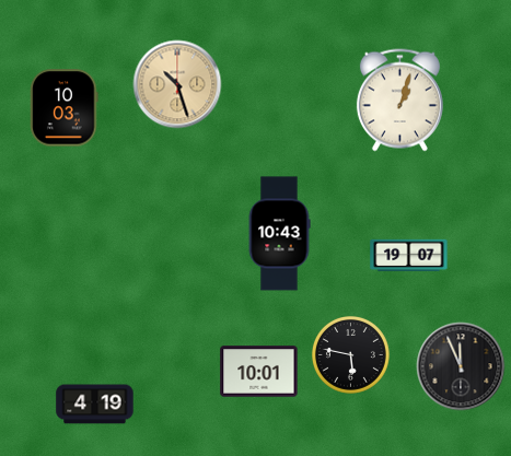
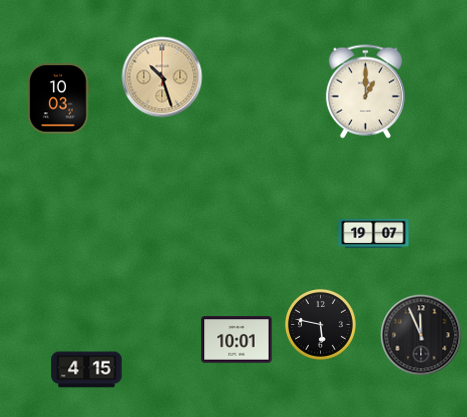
clock at (399, 101): 1:03 -> 1:00
clock at (279, 234): 10:43 -> none
clock at (95, 405): 4:19 -> 4:15
